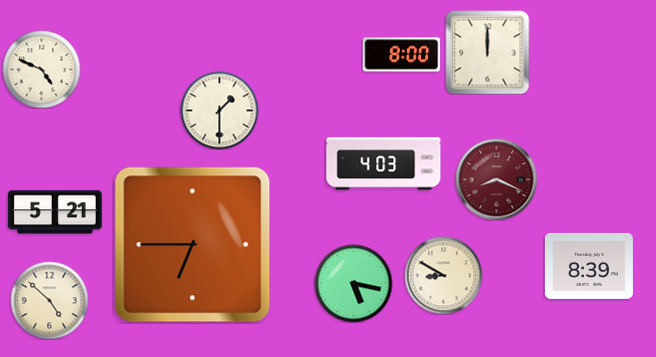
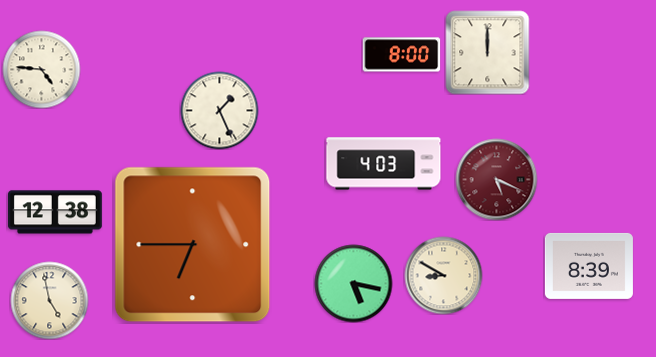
clock at (41, 69): 4:49 -> 4:46
clock at (219, 110): 1:30 -> 1:26
clock at (496, 179): 8:19 -> 5:19
clock at (56, 212): 5:21 -> 12:38
clock at (49, 300): 4:52 -> 4:58
